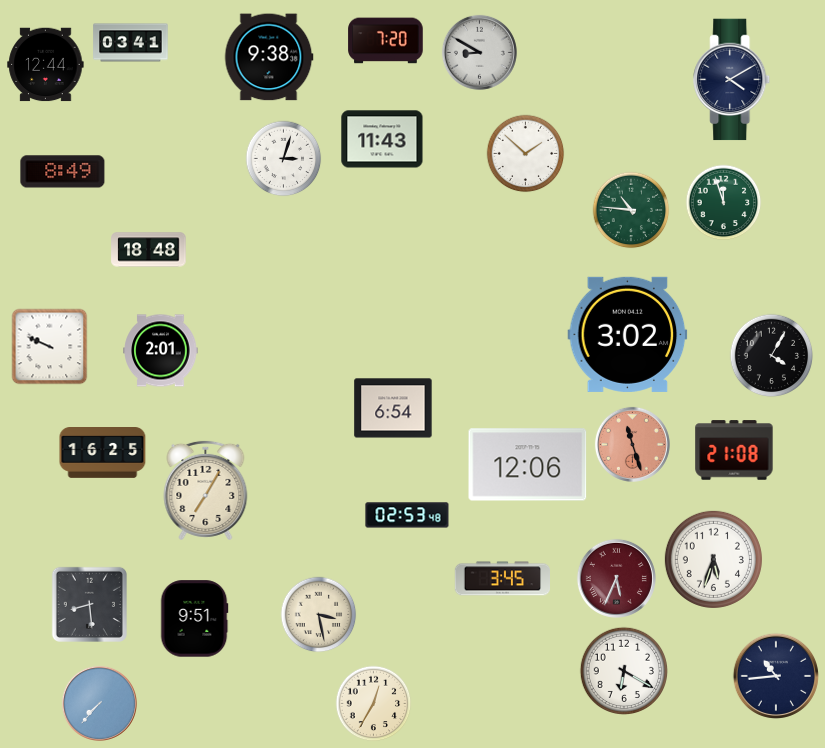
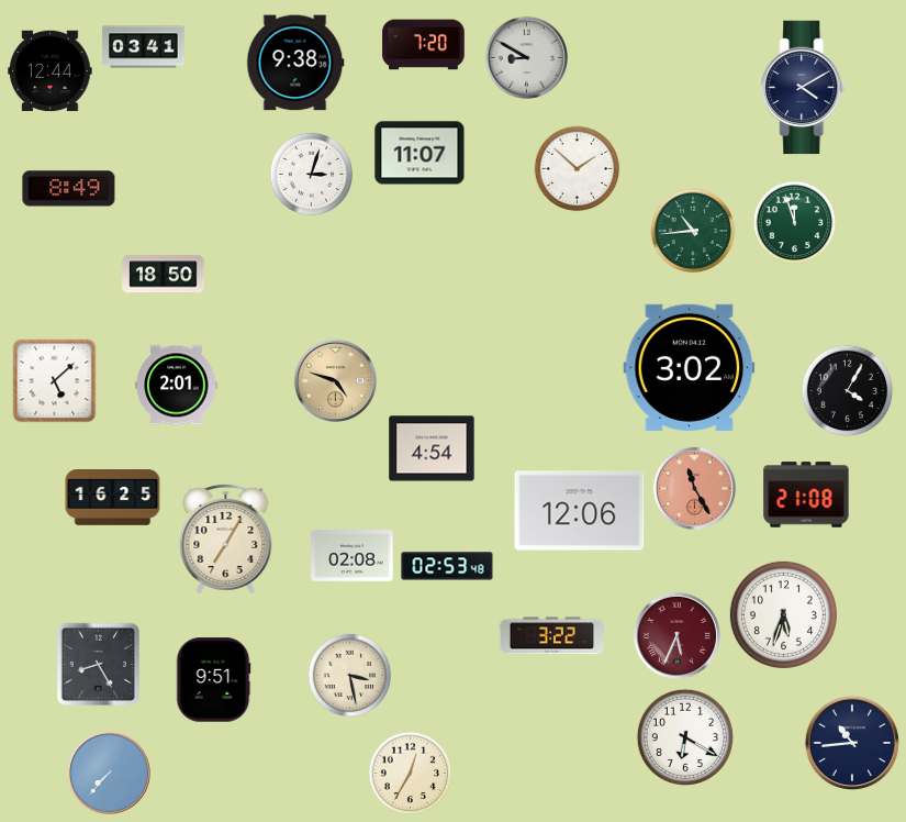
clock at (382, 139): 11:43 -> 11:07
clock at (631, 210): 10:46 -> 10:44
clock at (149, 250): 18:48 -> 18:50
clock at (335, 380): none -> 4:48
clock at (50, 347): 9:49 -> 5:08
clock at (393, 408): 6:54 -> 4:54
clock at (632, 444): 11:27 -> 11:25
clock at (353, 556): none -> 02:08
clock at (502, 579): 3:45 -> 3:22
clock at (89, 604): 8:29 -> 8:25
